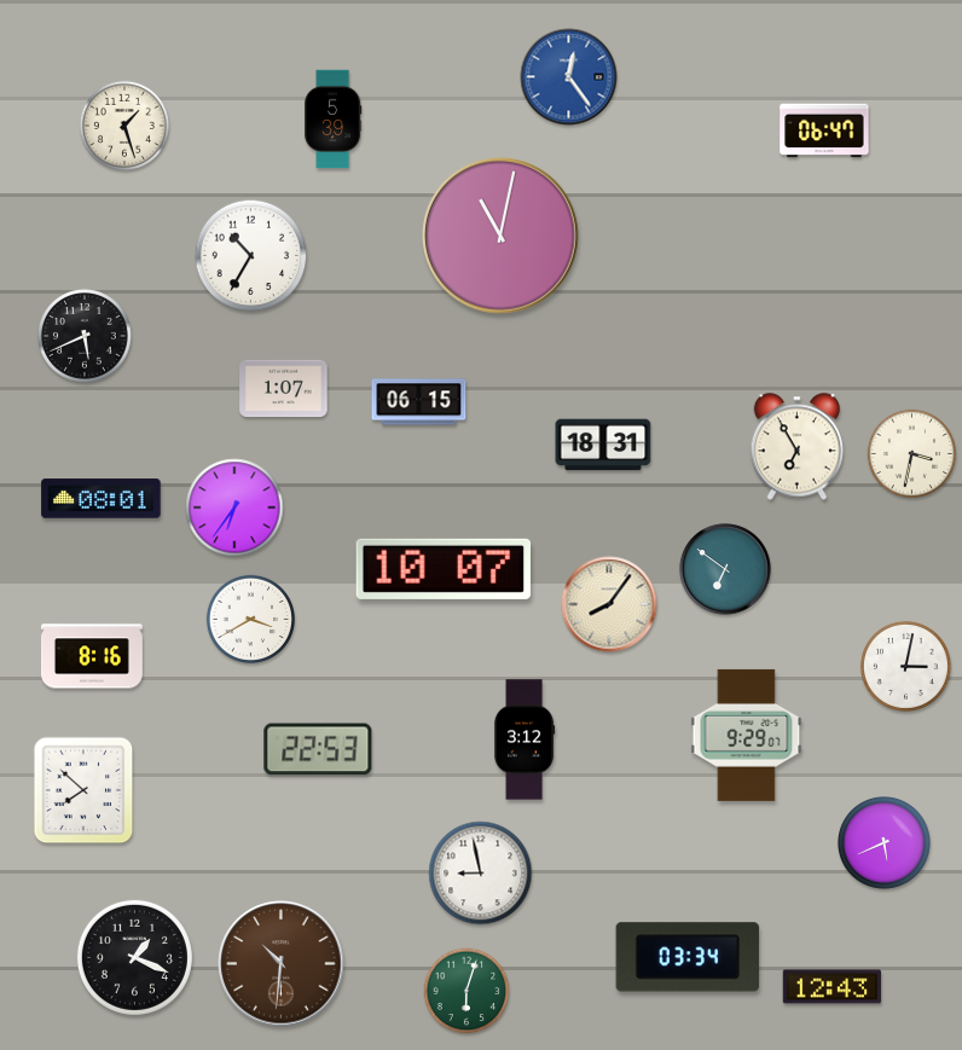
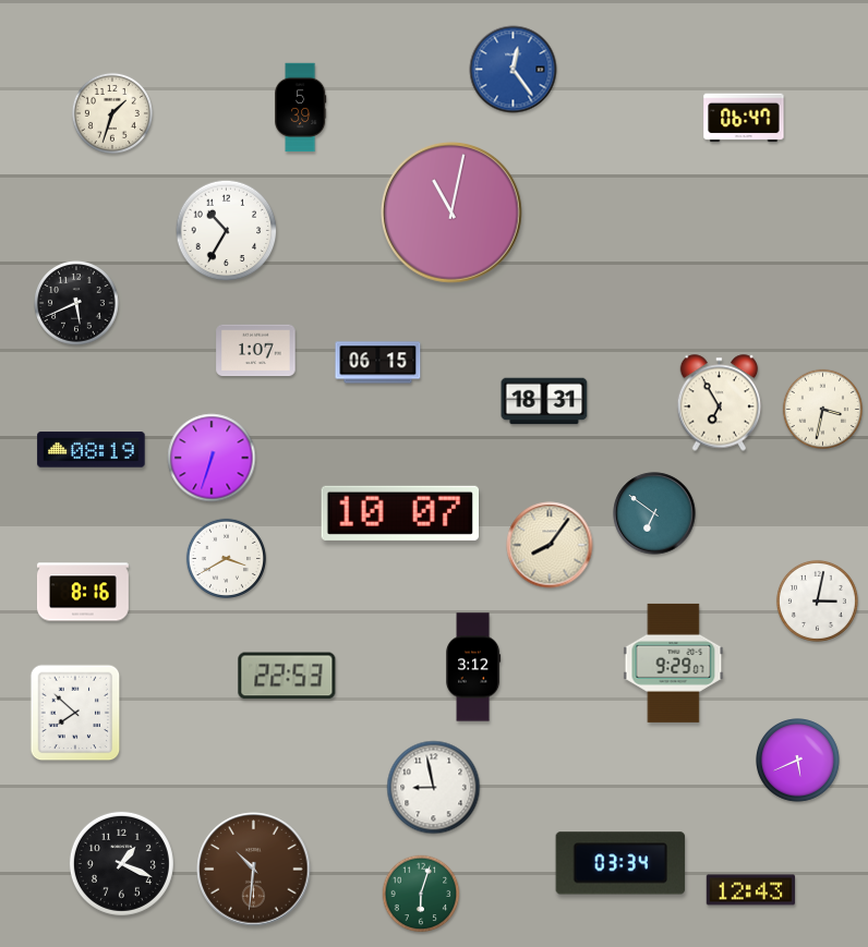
clock at (124, 126): 1:27 -> 1:33
clock at (102, 499): 08:01 -> 08:19
clock at (234, 507): 6:36 -> 6:33
